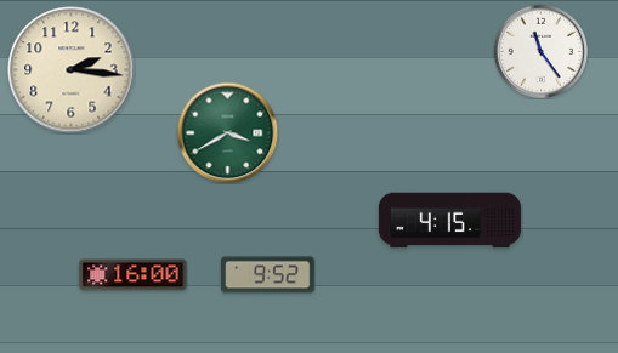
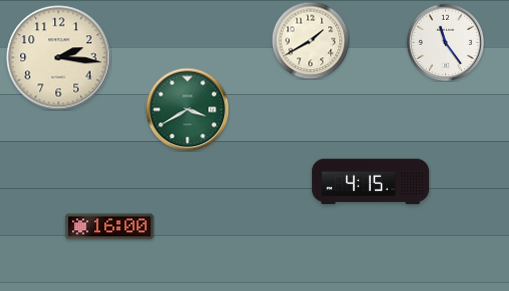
clock at (310, 40): none -> 1:40
clock at (268, 275): 9:52 -> none
